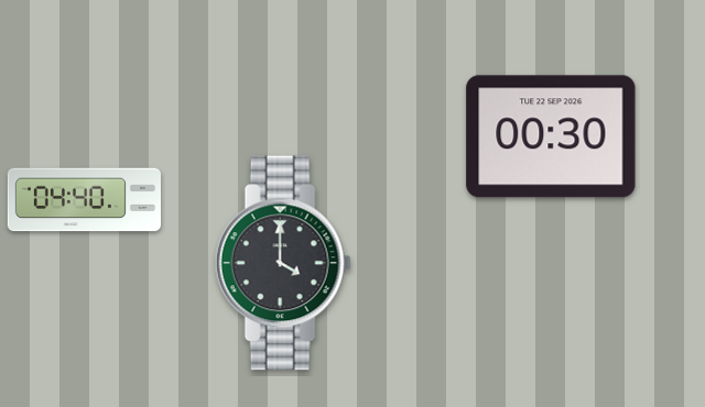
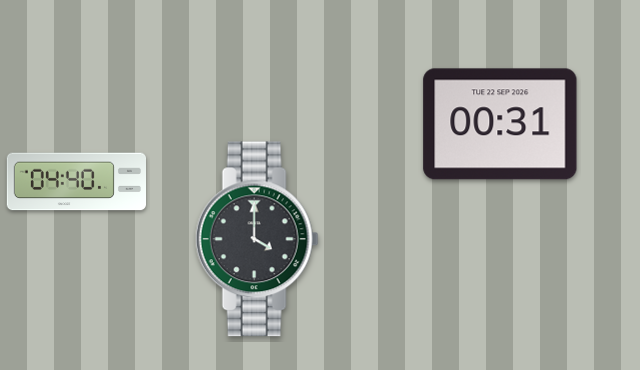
clock at (551, 136): 00:30 -> 00:31
